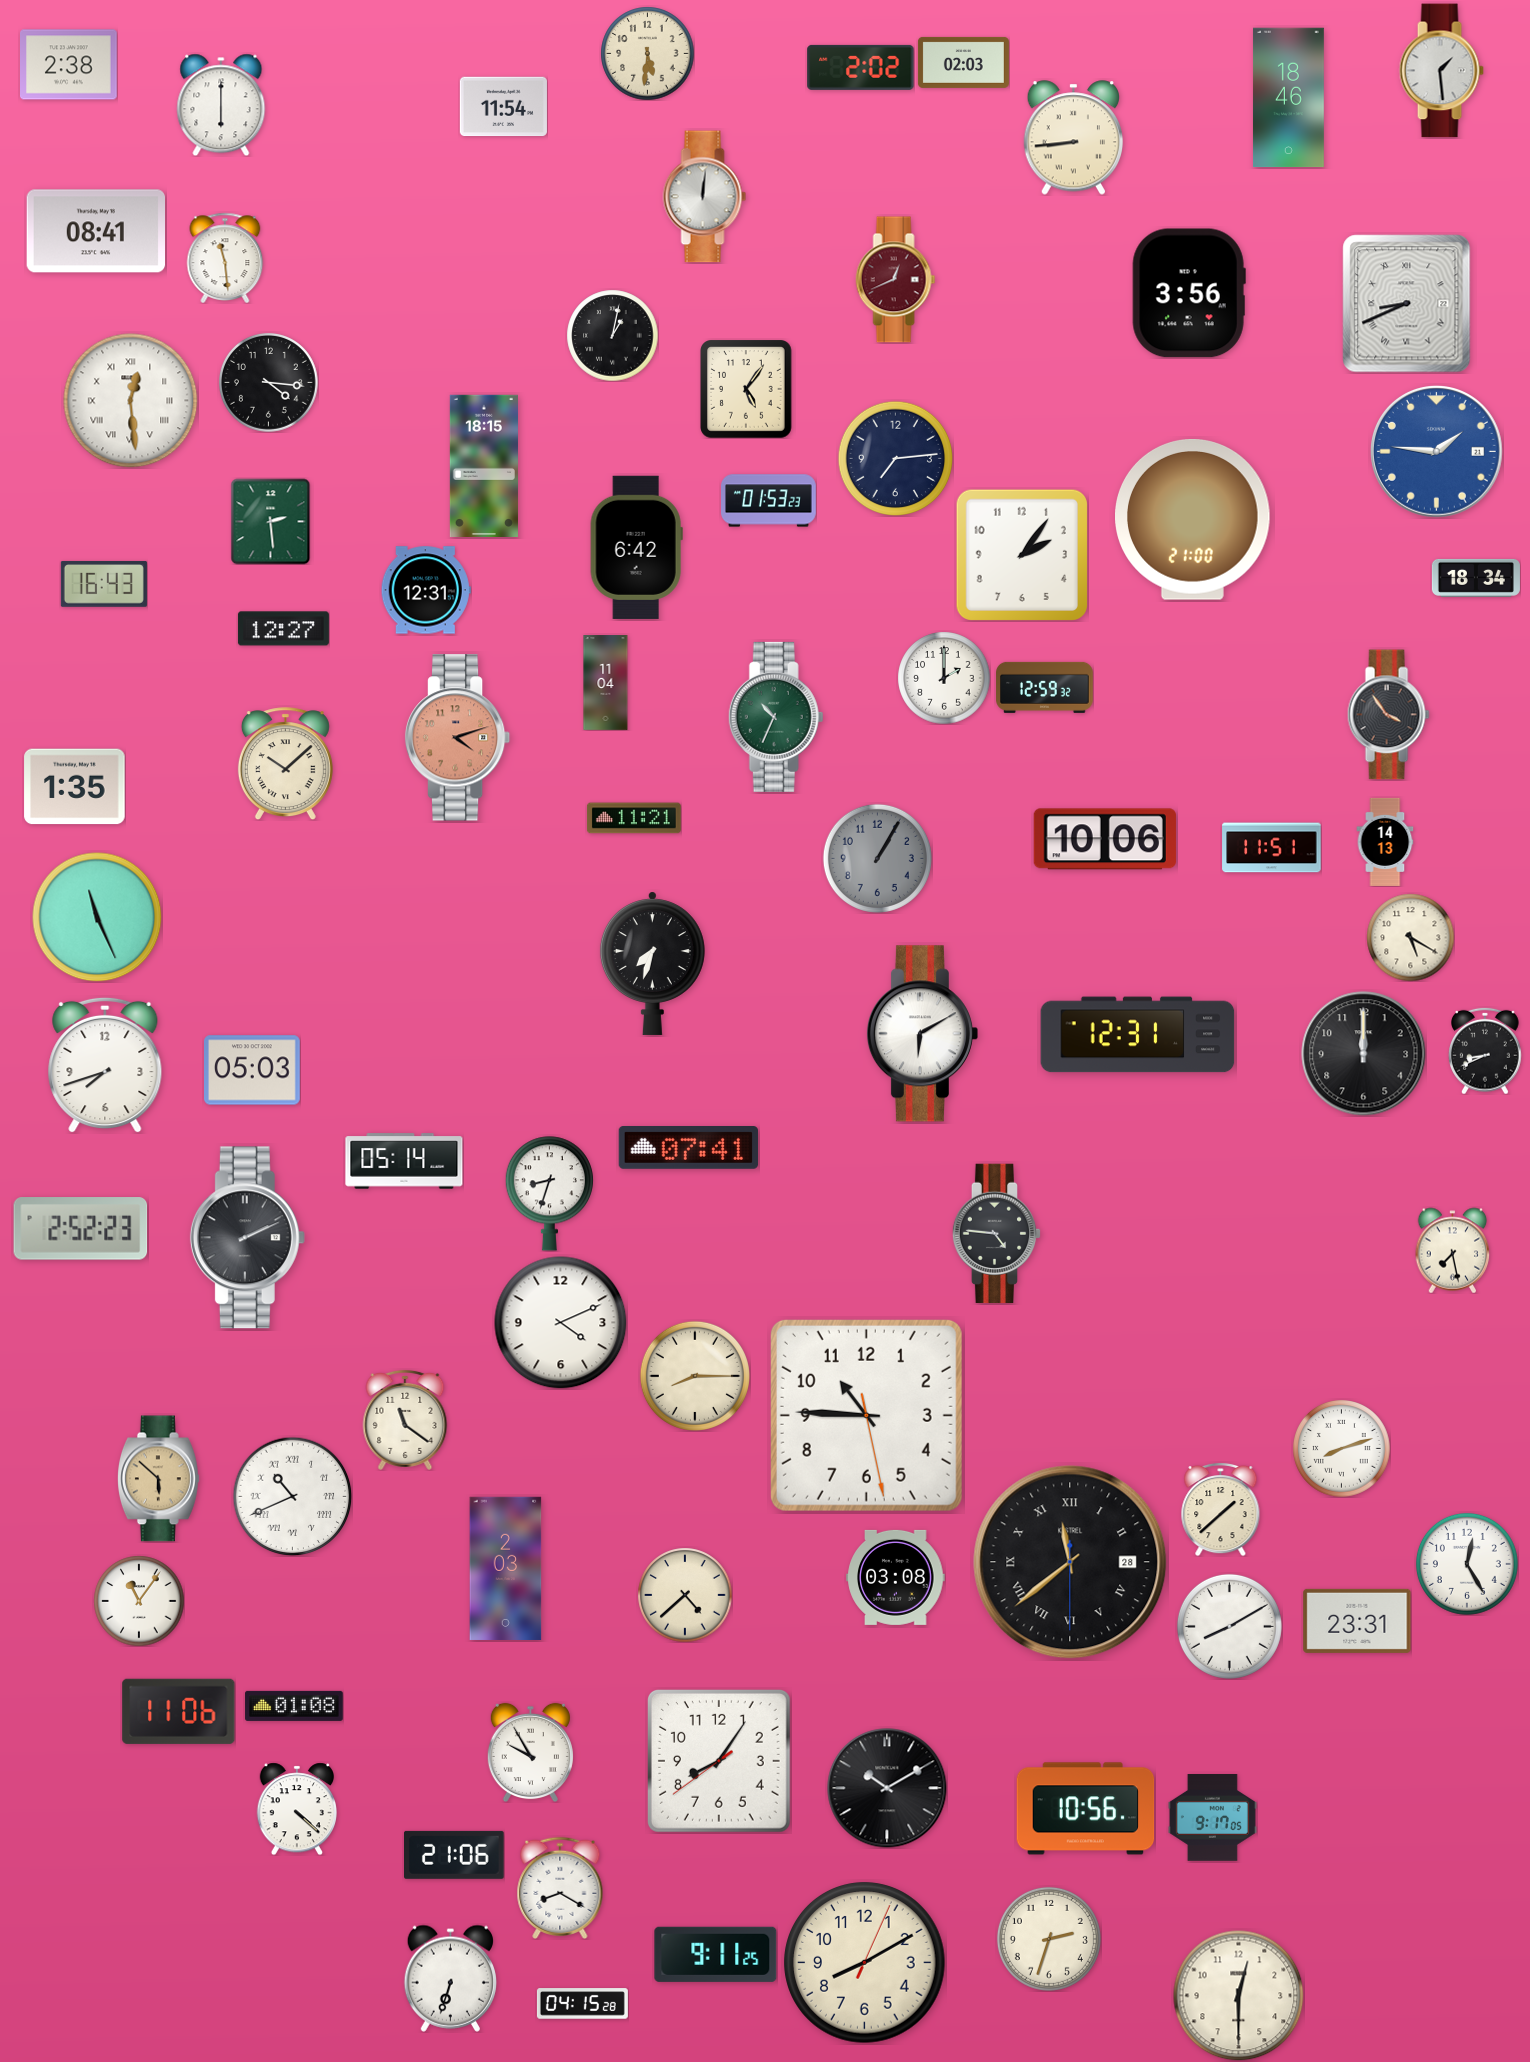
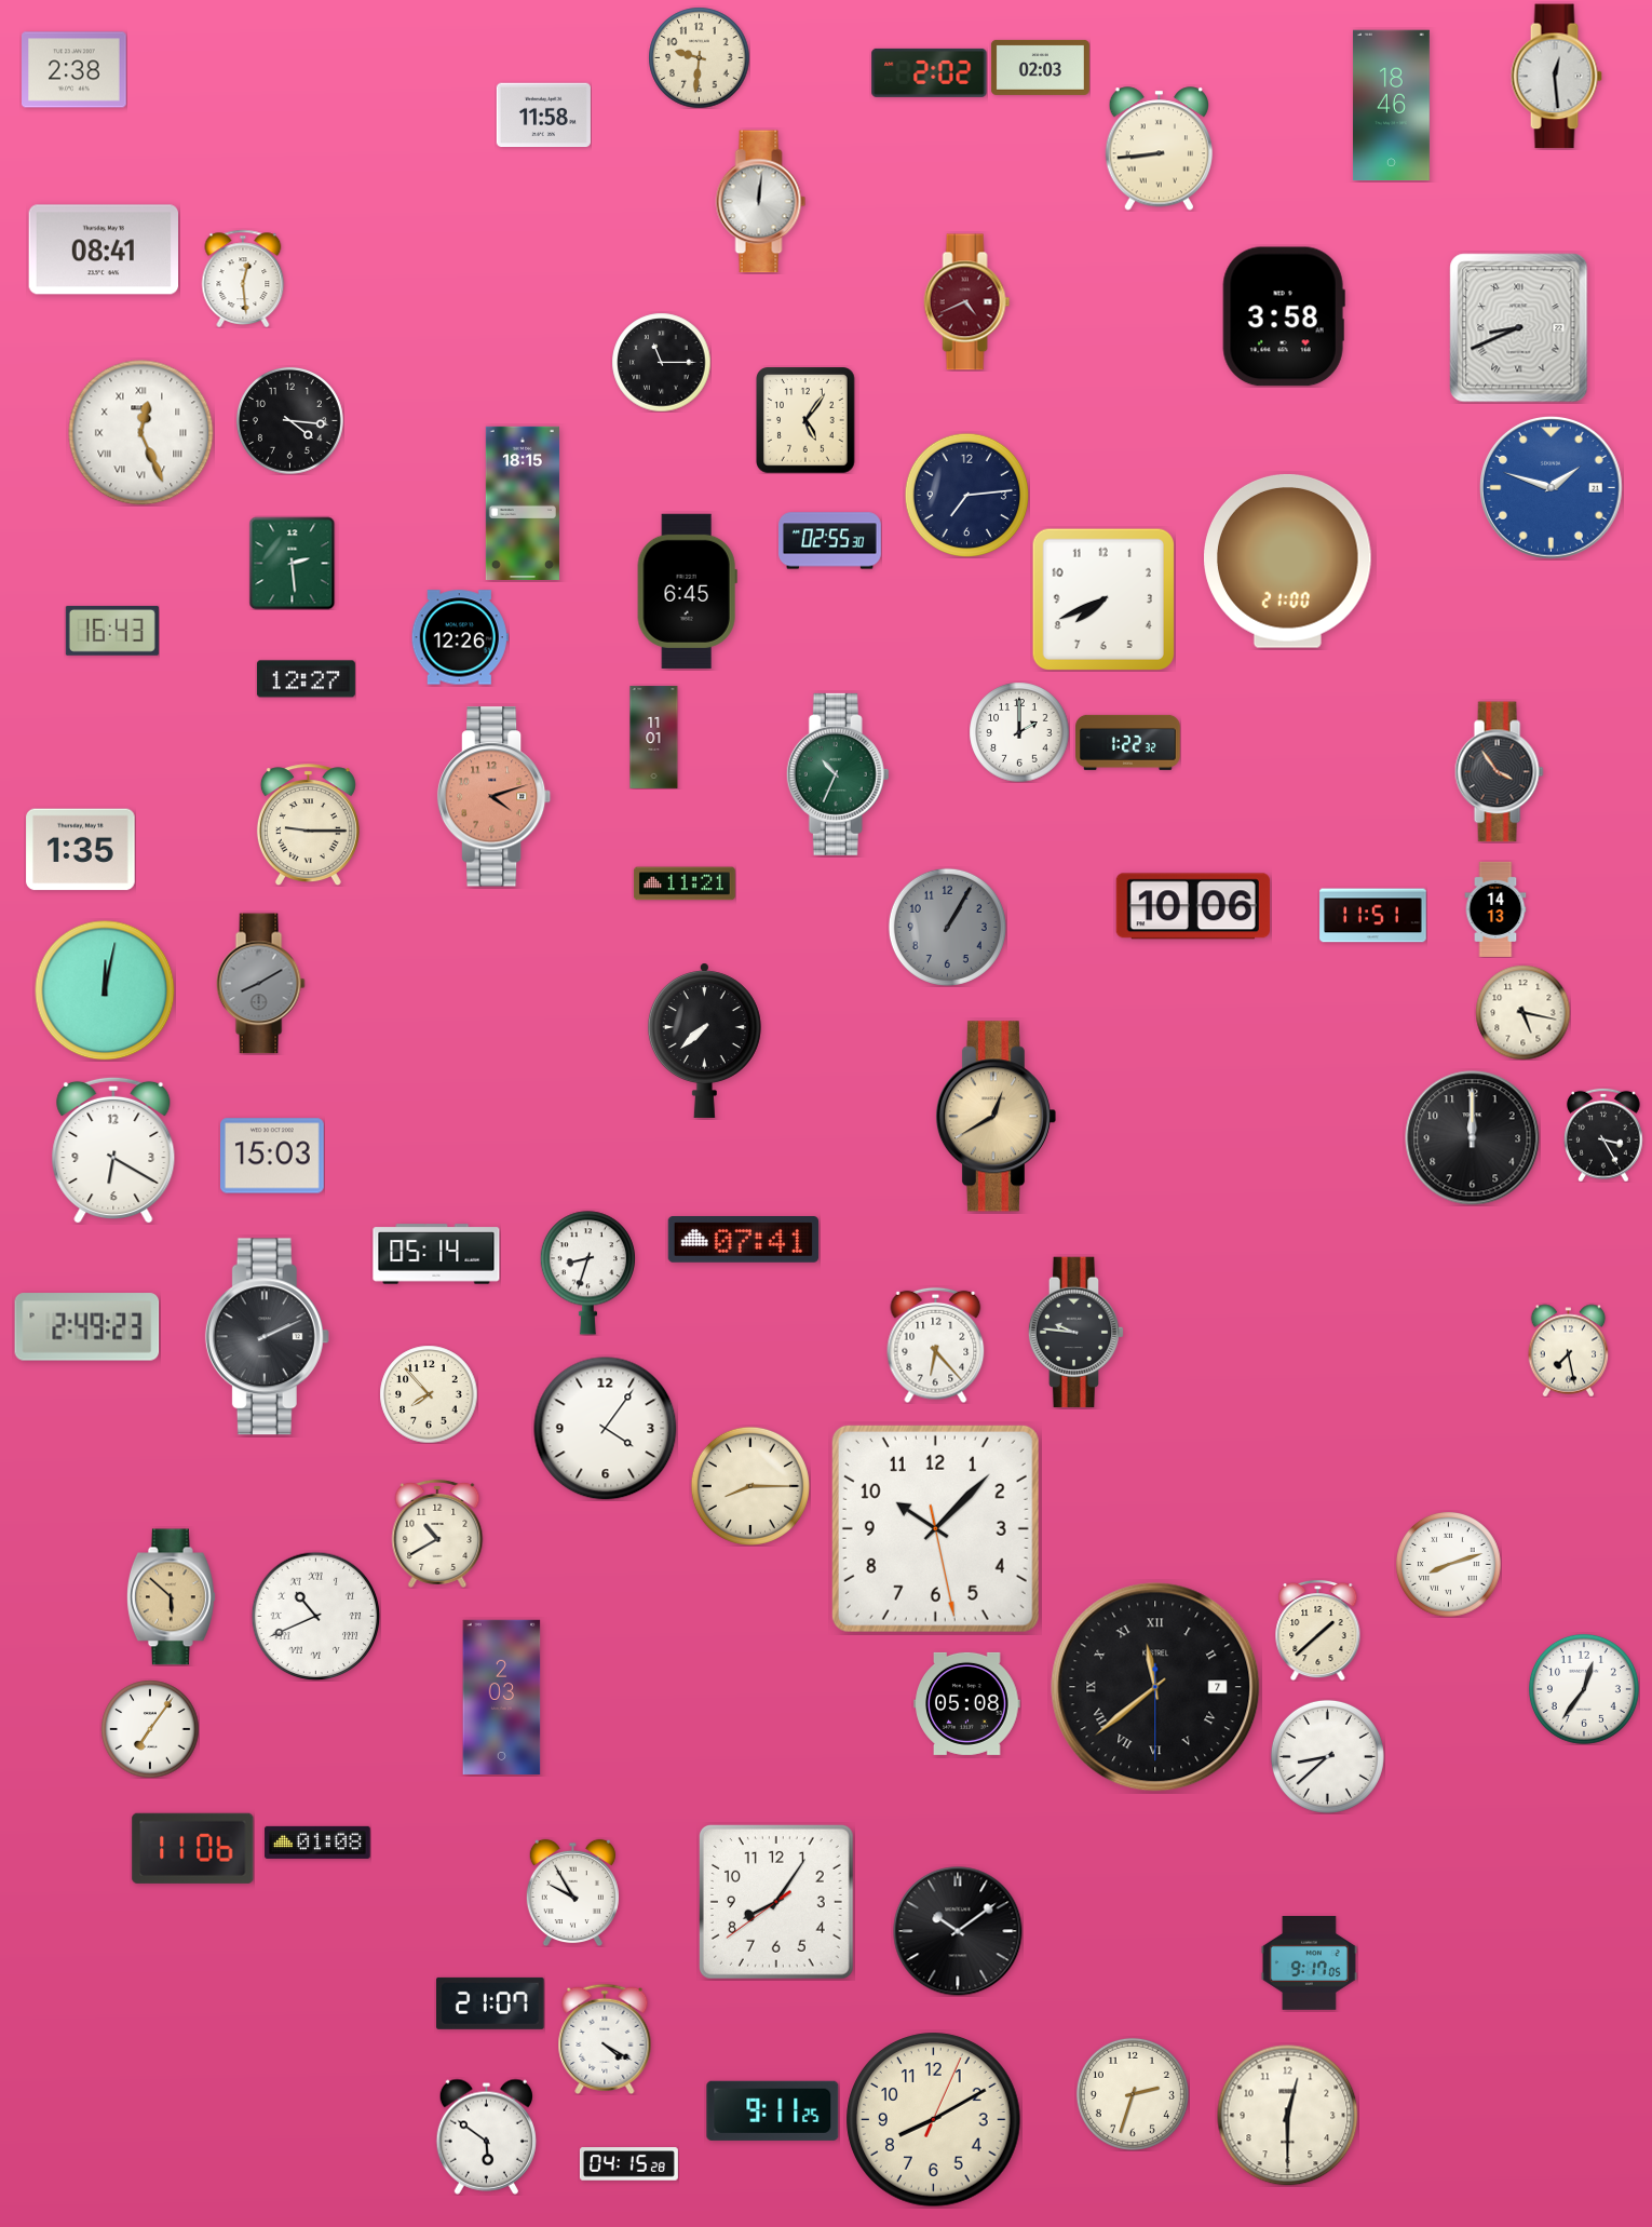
clock at (647, 53): 5:31 -> 9:31
clock at (1441, 71): 1:29 -> 12:29
clock at (221, 105): 6:00 -> none
clock at (503, 107): 11:54 -> 11:58
clock at (705, 197) position: (705, 197) -> (761, 202)
clock at (225, 258): 11:29 -> 12:29
clock at (896, 280): 12:41 -> 4:41
clock at (1189, 293): 3:56 -> 3:58
clock at (612, 335): 1:02 -> 11:15
clock at (268, 382) position: (268, 382) -> (289, 420)
clock at (131, 401): 12:29 -> 12:26
clock at (1437, 452): 1:46 -> 1:48
clock at (769, 501): 01:53 -> 02:55
clock at (636, 547): 6:42 -> 6:45
clock at (1022, 555): 2:06 -> 7:41
clock at (1476, 578): 18:34 -> none
clock at (426, 590): 12:31 -> 12:26
clock at (606, 683): 11:04 -> 11:01
clock at (1045, 687): 12:59 -> 1:22
clock at (285, 764): 10:08 -> 9:15
clock at (260, 984): none -> 8:10
clock at (97, 917): 11:26 -> 12:02
clock at (1410, 937): 5:20 -> 5:17
clock at (652, 963): 7:33 -> 7:38
clock at (922, 1034): 6:10 -> 12:40
clock at (922, 1034) dial: white -> champagne
clock at (1138, 1035): 12:31 -> none
clock at (1486, 1051): 8:41 -> 3:25
clock at (105, 1065): 7:42 -> 6:20
clock at (253, 1070): 05:03 -> 15:03
clock at (549, 1194) position: (549, 1194) -> (587, 1273)
clock at (81, 1229): 2:52 -> 2:49
clock at (997, 1234): 4:46 -> 9:46
clock at (936, 1345): none -> 6:23
clock at (429, 1394): none -> 7:53
clock at (561, 1323): 4:11 -> 4:06
clock at (866, 1415): 10:45 -> 10:07
clock at (405, 1420): 11:21 -> 10:40
clock at (1070, 1562) date: 28 -> 7
clock at (1467, 1564): 12:25 -> 12:36
clock at (506, 1568) position: (506, 1568) -> (502, 1697)
clock at (896, 1577): 03:08 -> 05:08
clock at (685, 1595): 4:38 -> none
clock at (139, 1601): 11:06 -> 7:06
clock at (1357, 1621): 23:31 -> none
clock at (1229, 1626): 8:10 -> 8:38
clock at (887, 1788): 10:10 -> 10:09
clock at (296, 1809): 4:22 -> none
clock at (1086, 1809): 10:56 -> none
clock at (454, 1855): 21:06 -> 21:07
clock at (560, 1887): 8:20 -> 4:20
clock at (450, 1978): 6:33 -> 5:51
clock at (1239, 1996) position: (1239, 1996) -> (1288, 2116)
